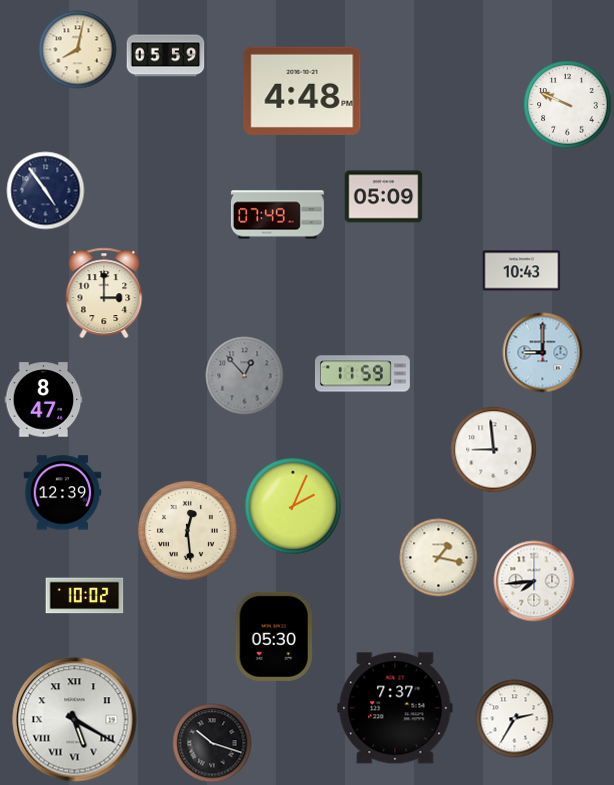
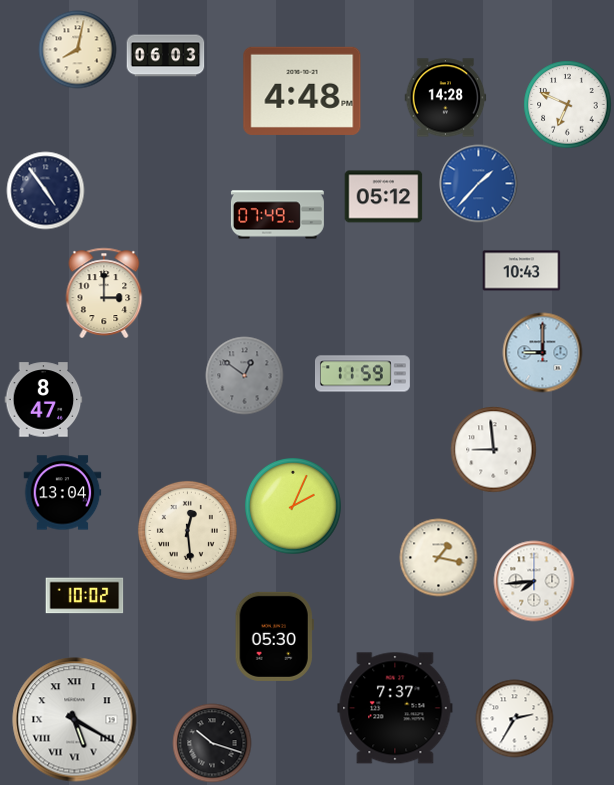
clock at (165, 56): 05:59 -> 06:03
clock at (445, 98): none -> 14:28
clock at (567, 104): 9:49 -> 6:49
clock at (478, 183): none -> 1:37
clock at (383, 197): 05:09 -> 05:12
clock at (244, 375): 12:53 -> 12:51
clock at (62, 493): 12:39 -> 13:04
